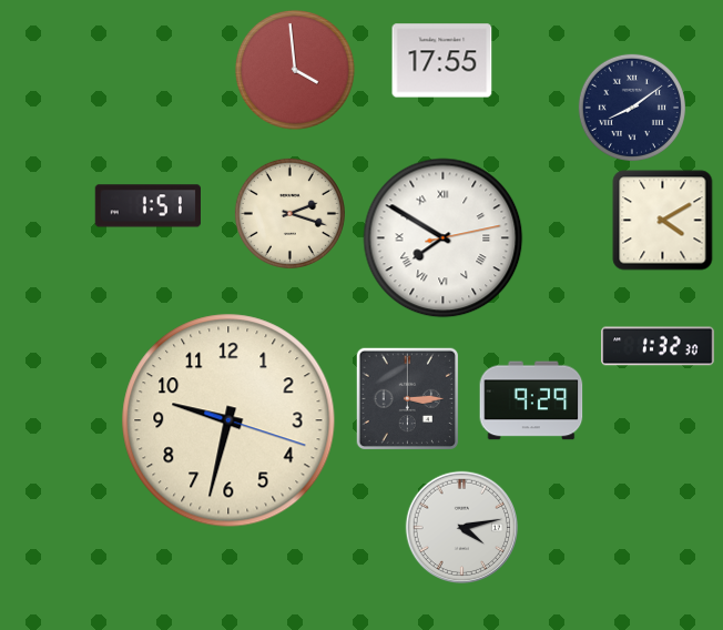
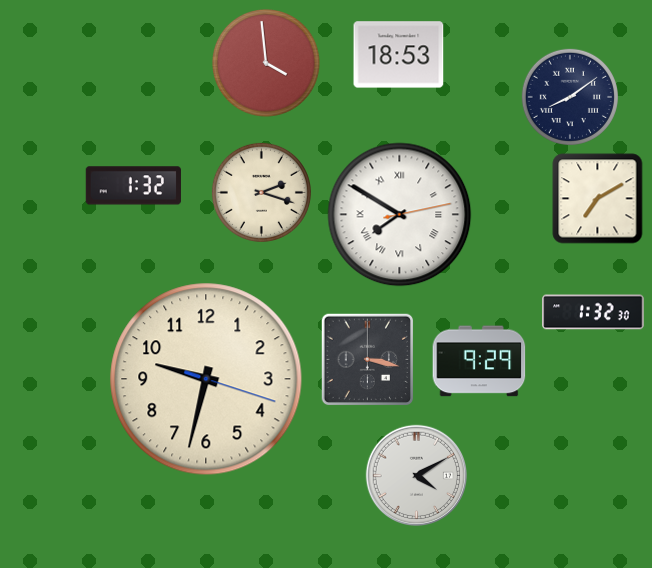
clock at (442, 61): 17:55 -> 18:53
clock at (147, 206): 1:51 -> 1:32
clock at (663, 221): 4:10 -> 7:10
clock at (407, 398): 3:15 -> 3:17
clock at (461, 527): 4:13 -> 4:10
